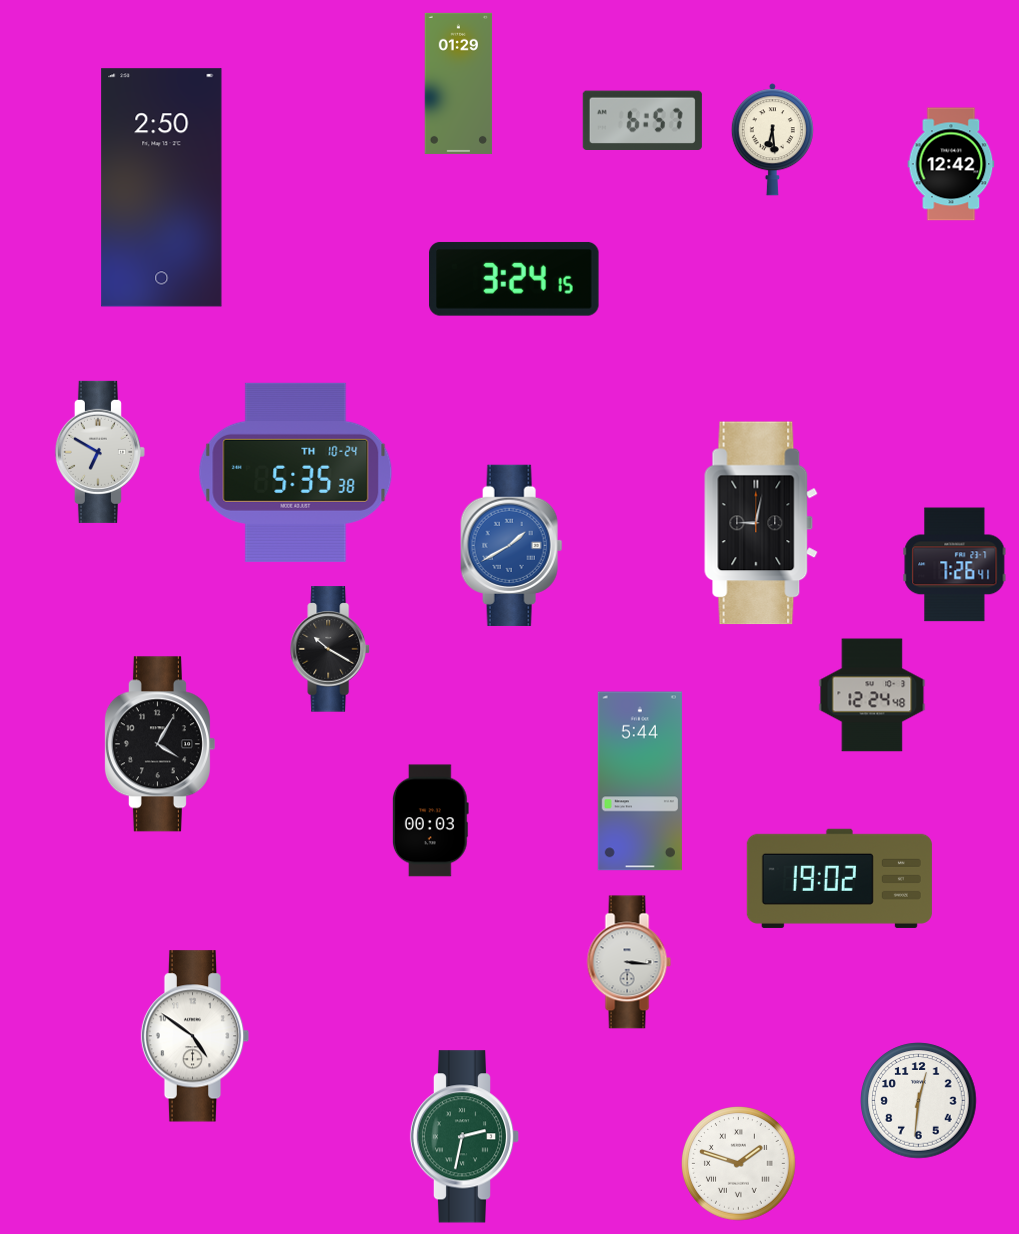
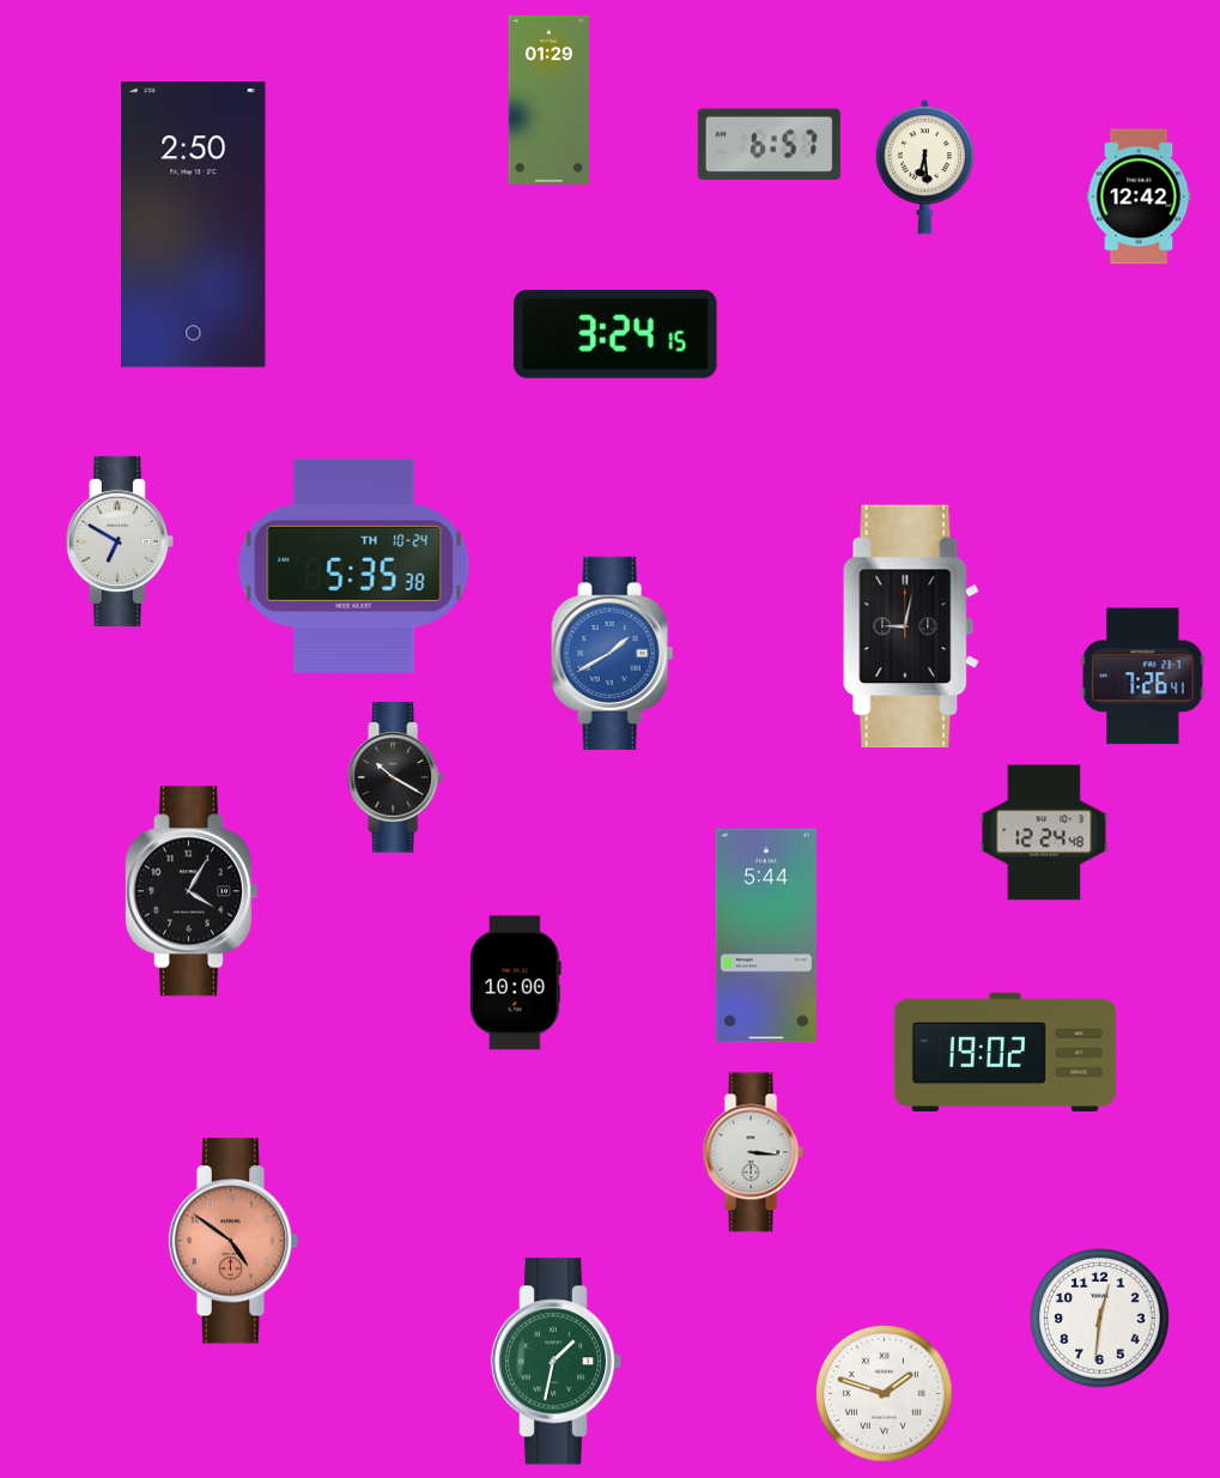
clock at (430, 821): 00:03 -> 10:00
clock at (195, 1036) dial: white -> salmon
clock at (465, 1137): 2:32 -> 1:32
